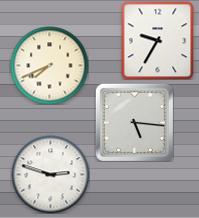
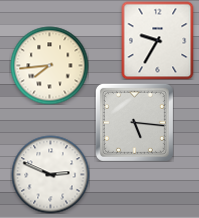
clock at (49, 65): 7:41 -> 7:44
clock at (50, 174): 2:48 -> 2:49
